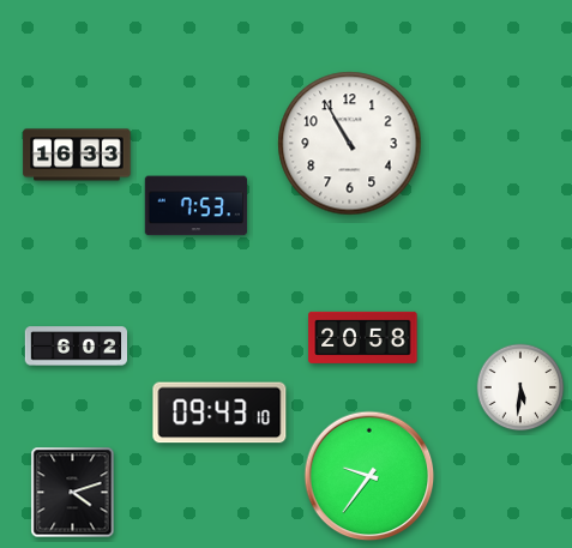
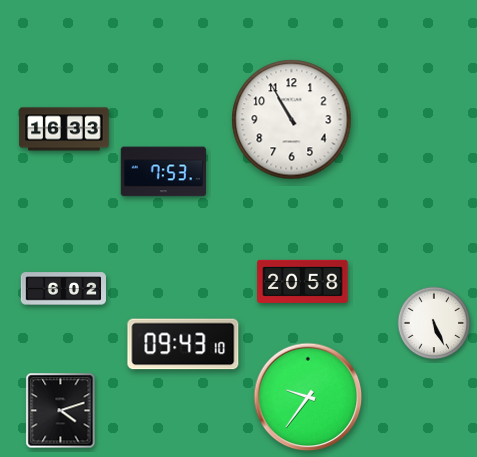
clock at (520, 387): 5:31 -> 5:26
